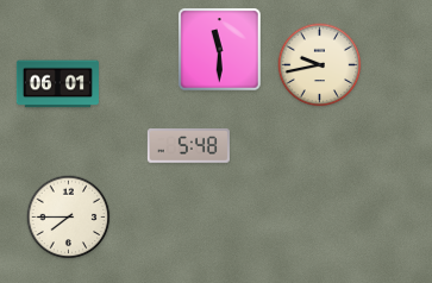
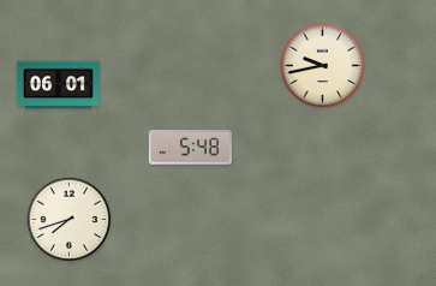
clock at (220, 50): 11:30 -> none
clock at (69, 218): 7:45 -> 7:42
